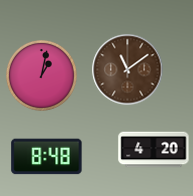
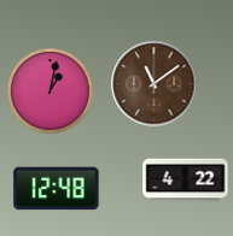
clock at (154, 150): 4:20 -> 4:22
clock at (47, 157): 8:48 -> 12:48
